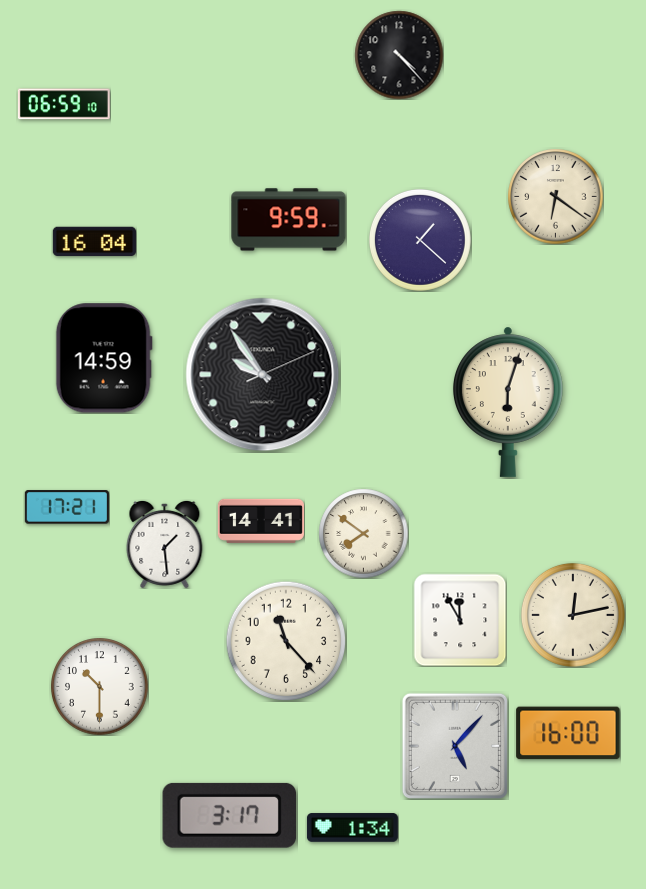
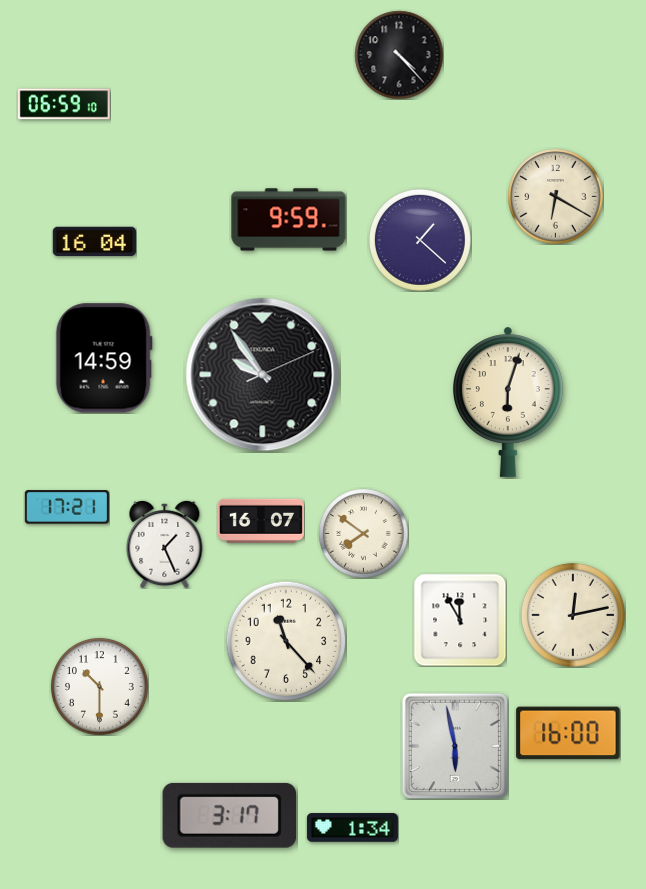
clock at (555, 196): 6:21 -> 6:20
clock at (261, 521): 14:41 -> 16:07
clock at (165, 544): 1:29 -> 1:26
clock at (455, 746): 5:07 -> 5:58
